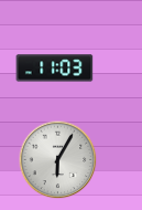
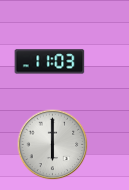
clock at (58, 160): 6:05 -> 6:00
